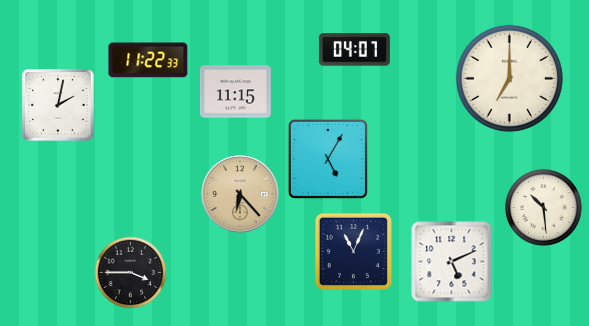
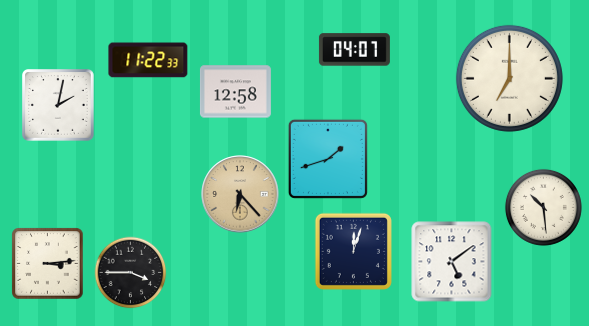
clock at (235, 92): 11:15 -> 12:58
clock at (328, 159): 5:05 -> 1:42
clock at (353, 251): 11:04 -> 12:03
clock at (452, 262): 5:11 -> 5:09
clock at (48, 264): none -> 3:14
